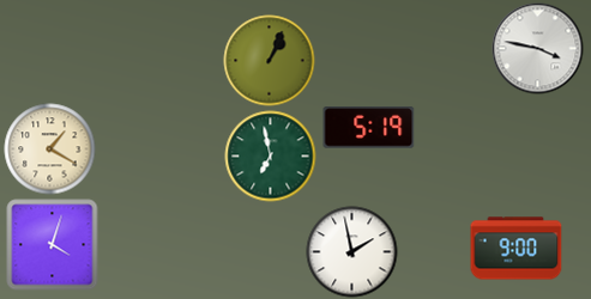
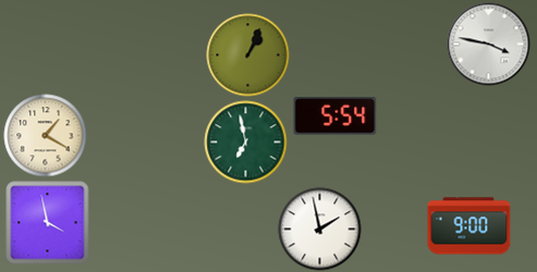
clock at (270, 61) position: (270, 61) -> (248, 55)
clock at (369, 128): 5:19 -> 5:54
clock at (53, 245): 4:03 -> 3:58
